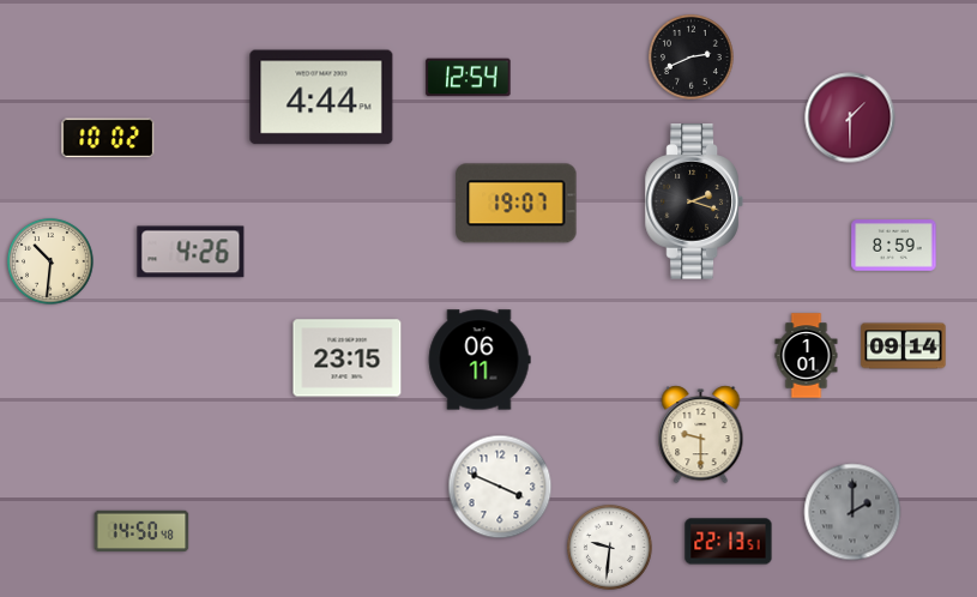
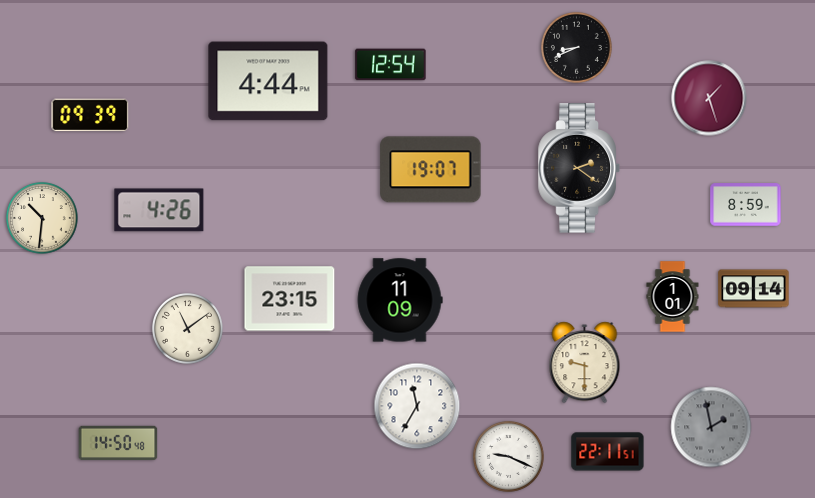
clock at (690, 56): 2:41 -> 8:41
clock at (850, 117): 1:30 -> 1:27
clock at (108, 138): 10:02 -> 09:39
clock at (694, 201): 2:18 -> 2:21
clock at (480, 360): 06:11 -> 11:09
clock at (187, 328): none -> 11:09
clock at (500, 487): 3:49 -> 11:35
clock at (852, 512): 2:00 -> 1:58
clock at (729, 542): 22:13 -> 22:11
clock at (609, 547): 9:31 -> 9:19
